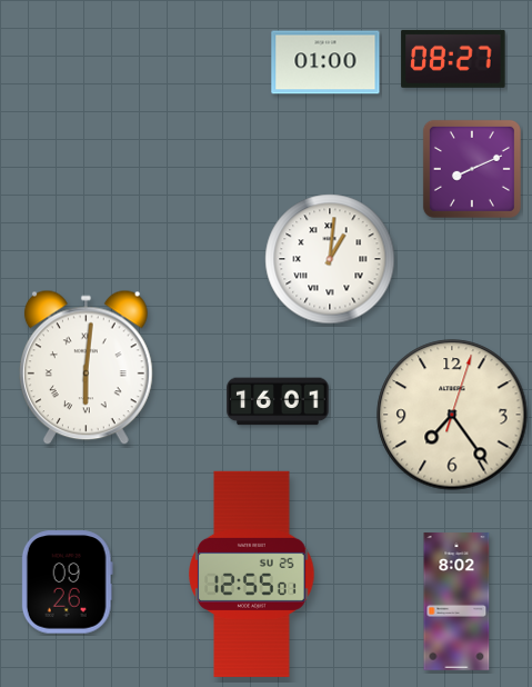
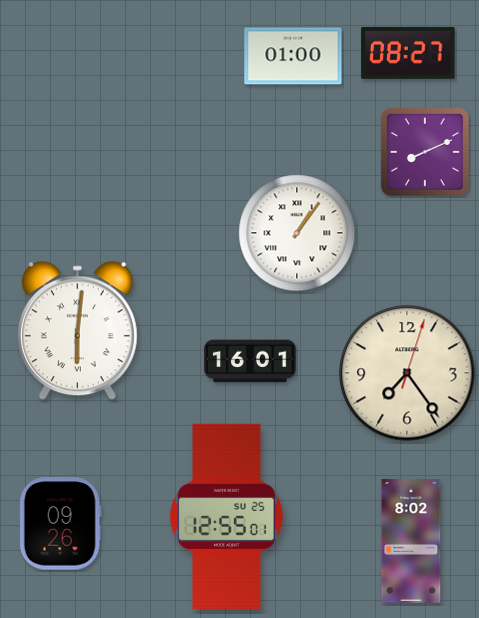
clock at (330, 259): 1:01 -> 1:06
